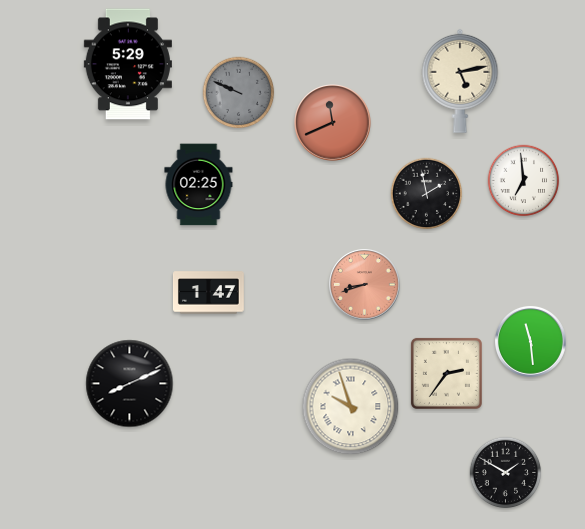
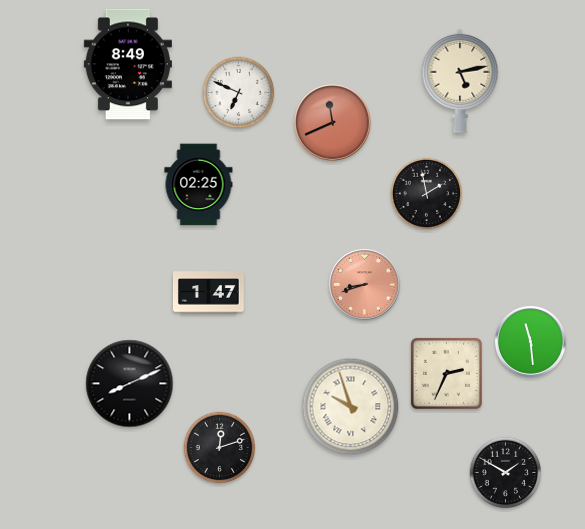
clock at (128, 64): 5:29 -> 8:49
clock at (239, 93): 9:49 -> 6:49
clock at (239, 93) dial: grey -> white
clock at (524, 181): 6:59 -> none
clock at (446, 373): 2:36 -> 2:34
clock at (220, 448): none -> 12:12
